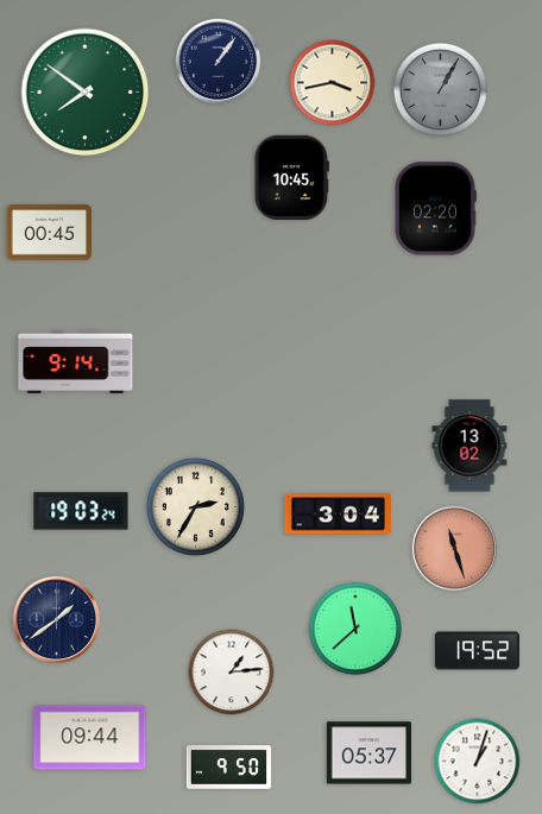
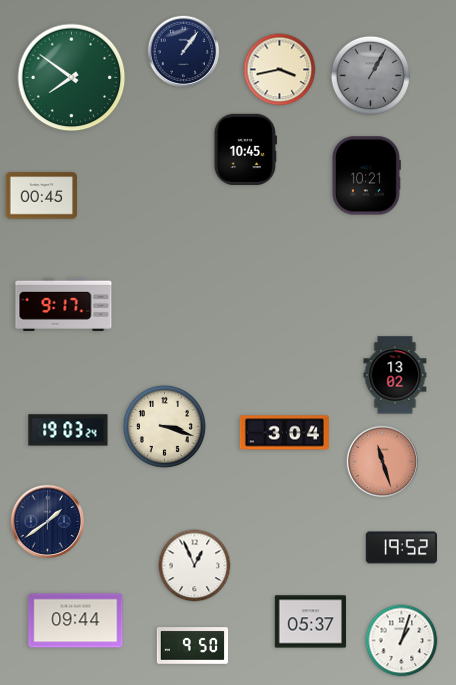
clock at (435, 209): 02:20 -> 10:21
clock at (76, 361): 9:14 -> 9:17
clock at (195, 506): 2:35 -> 3:18
clock at (355, 629): 11:38 -> none
clock at (232, 673): 1:14 -> 12:56
clock at (368, 753) position: (368, 753) -> (310, 622)
